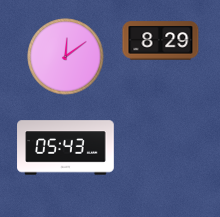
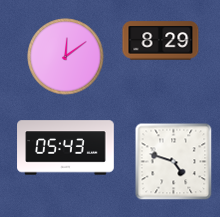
clock at (173, 161): none -> 4:48
